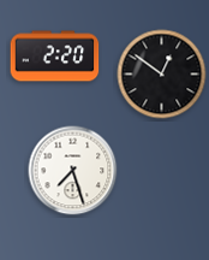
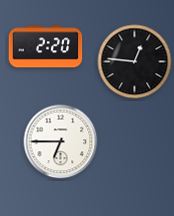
clock at (162, 75): 12:51 -> 12:46
clock at (73, 171): 7:27 -> 6:45
